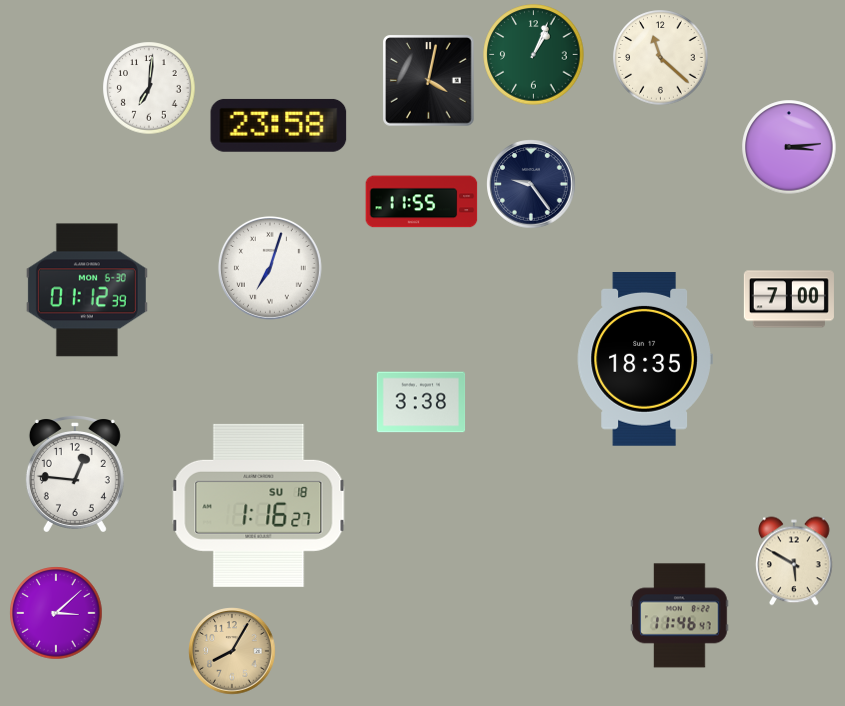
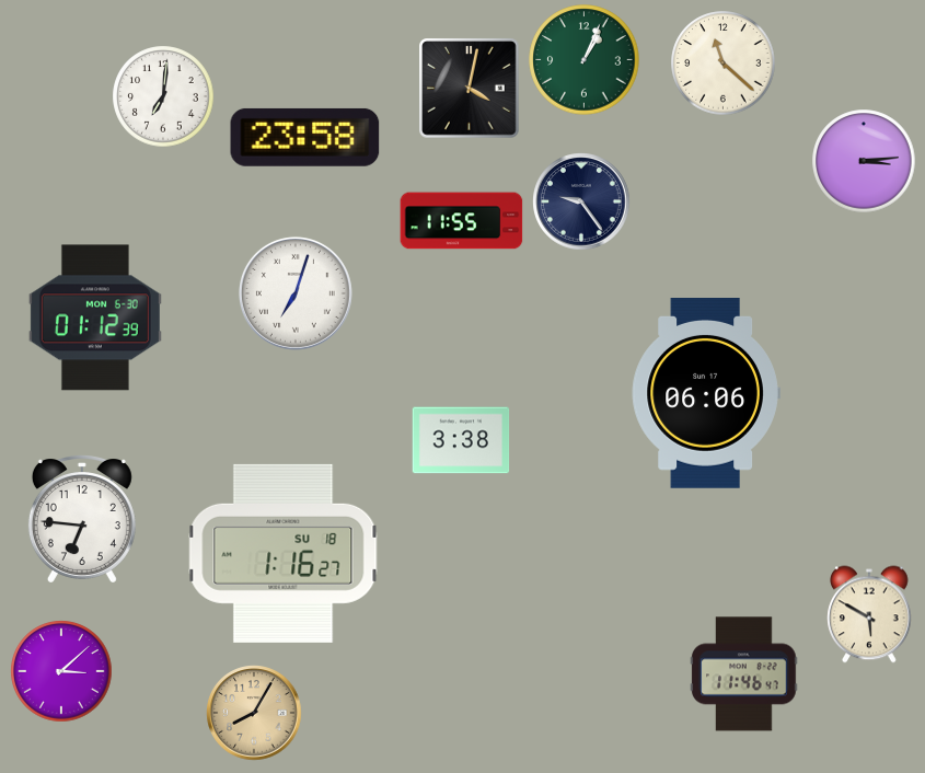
clock at (789, 299): 7:00 -> none
clock at (645, 360): 18:35 -> 06:06
clock at (75, 474): 12:46 -> 6:46
